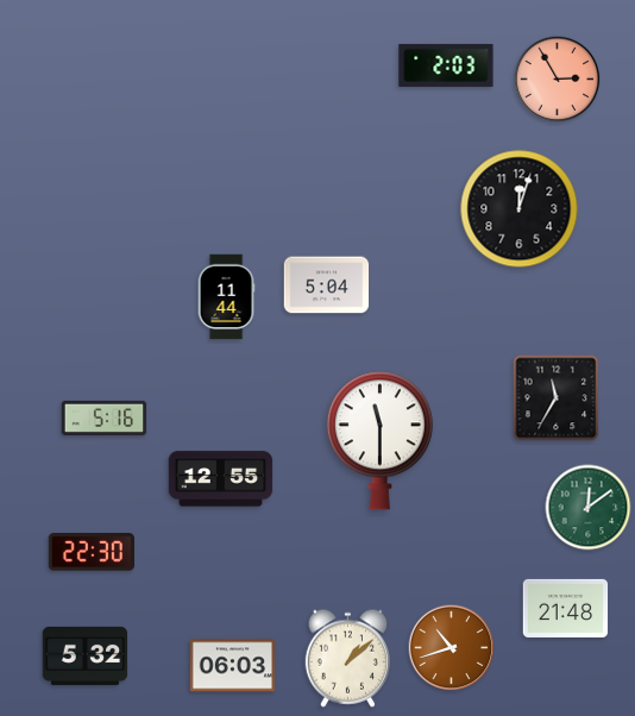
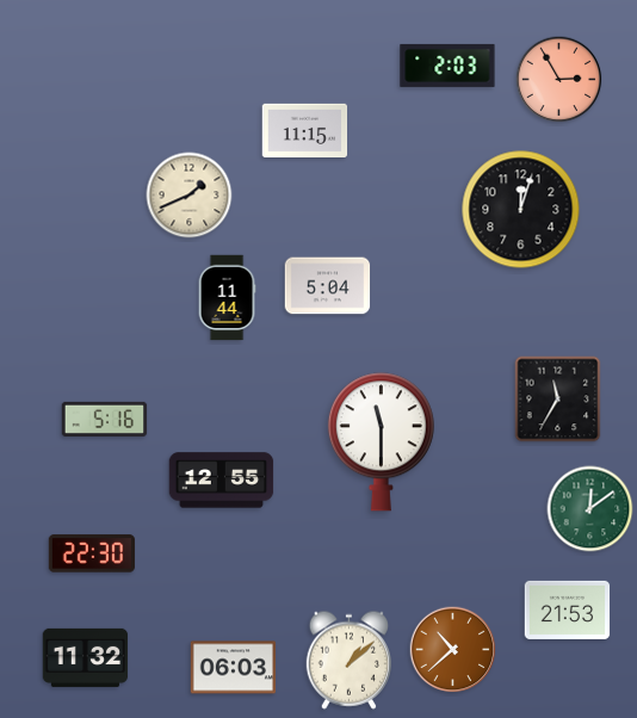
clock at (305, 130): none -> 11:15
clock at (190, 196): none -> 1:41
clock at (566, 608): 21:48 -> 21:53
clock at (452, 648): 10:42 -> 10:38
clock at (86, 655): 5:32 -> 11:32
